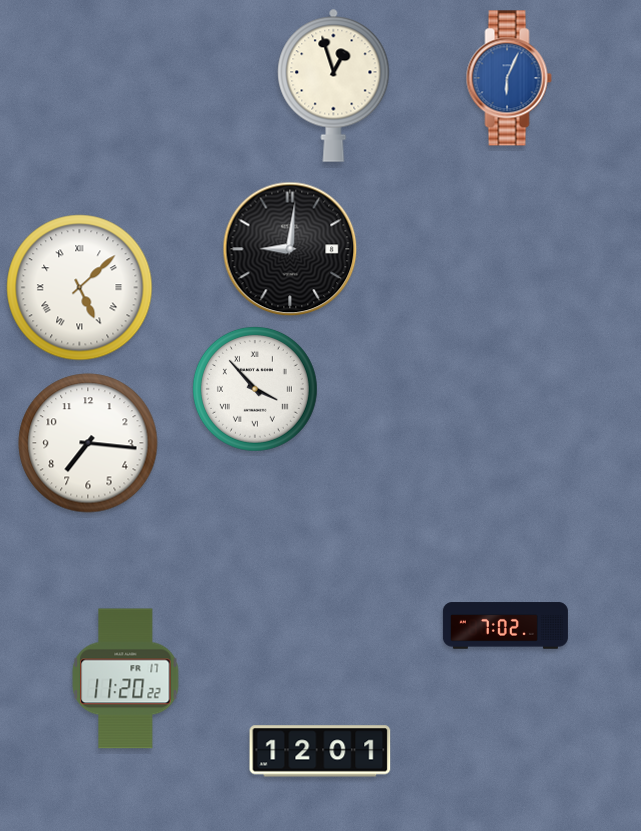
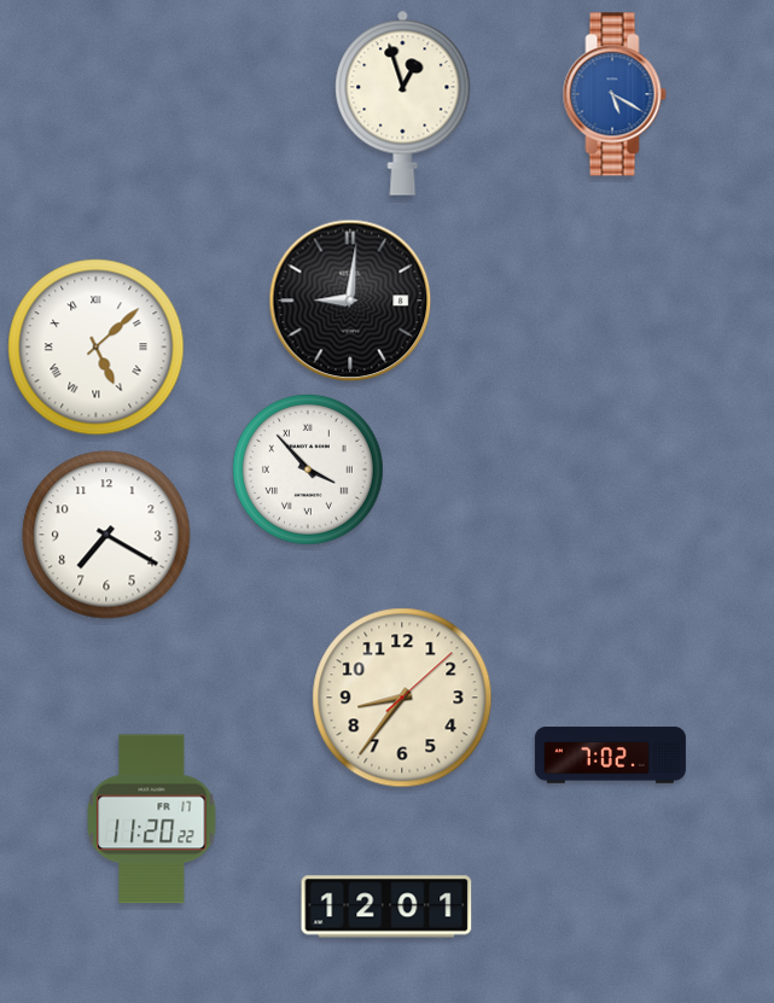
clock at (509, 78): 6:04 -> 5:20
clock at (88, 443): 7:16 -> 7:20
clock at (402, 698): none -> 8:36
